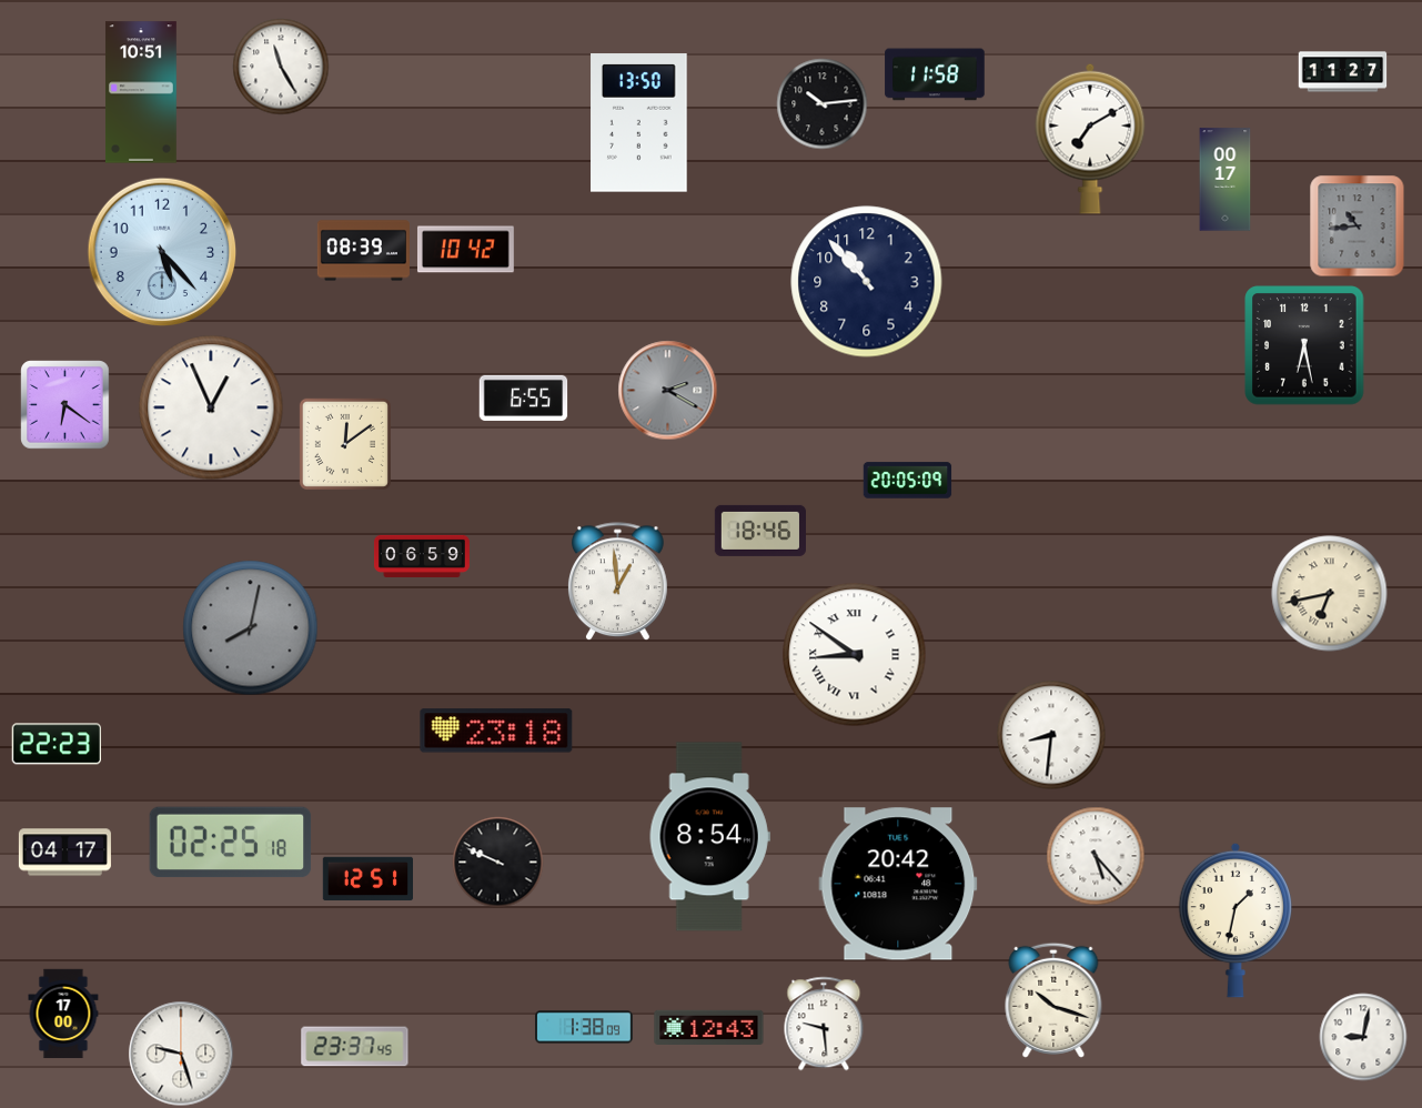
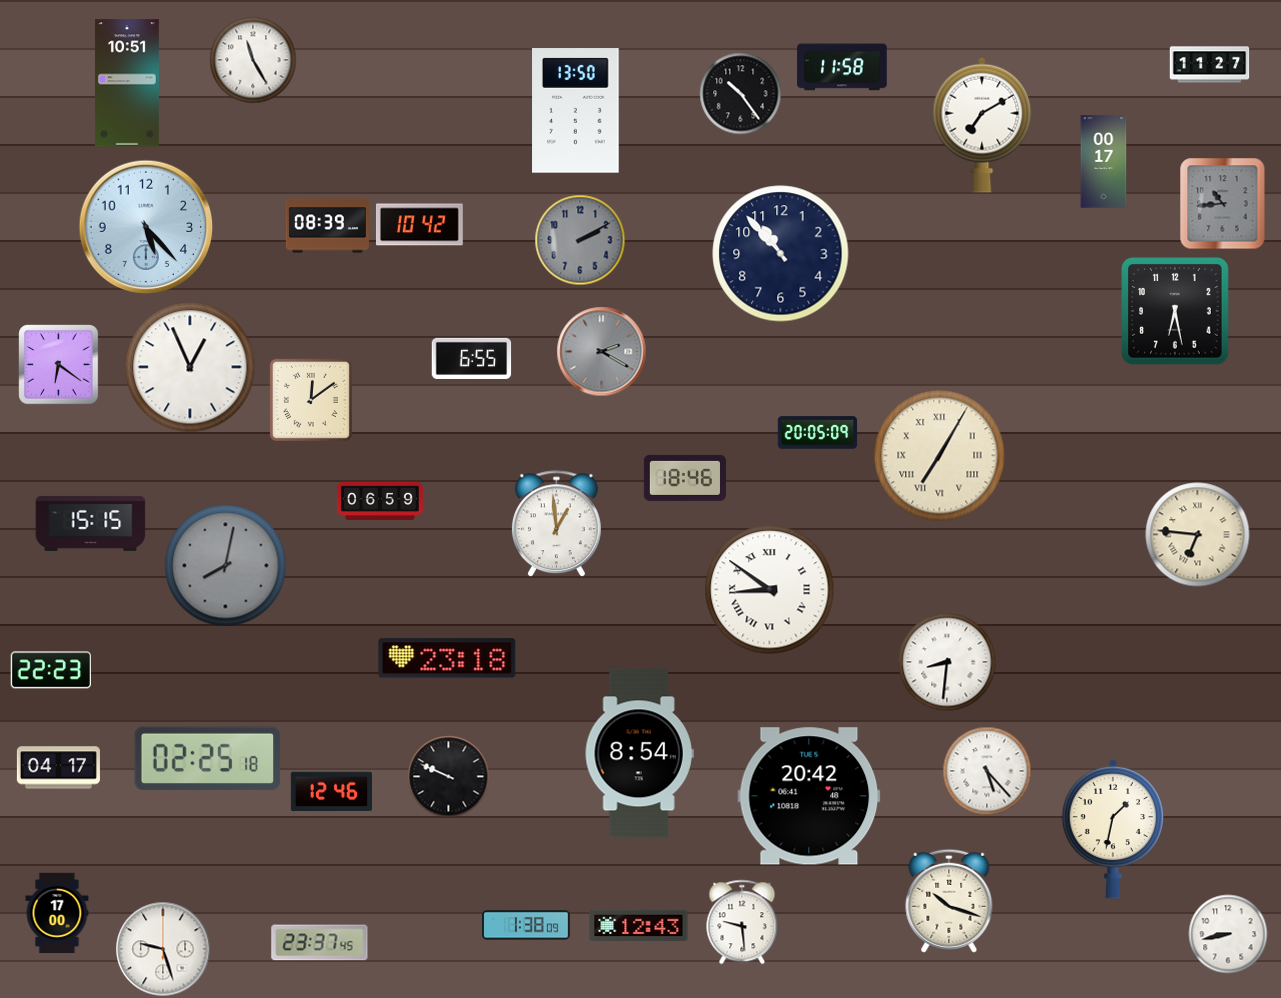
clock at (823, 104): 10:14 -> 10:24
clock at (580, 240): none -> 2:10
clock at (940, 456): none -> 7:05
clock at (91, 523): none -> 15:15
clock at (1330, 594): 6:43 -> 6:46
clock at (367, 879): 12:51 -> 12:46
clock at (1363, 1037): 9:02 -> 8:43
